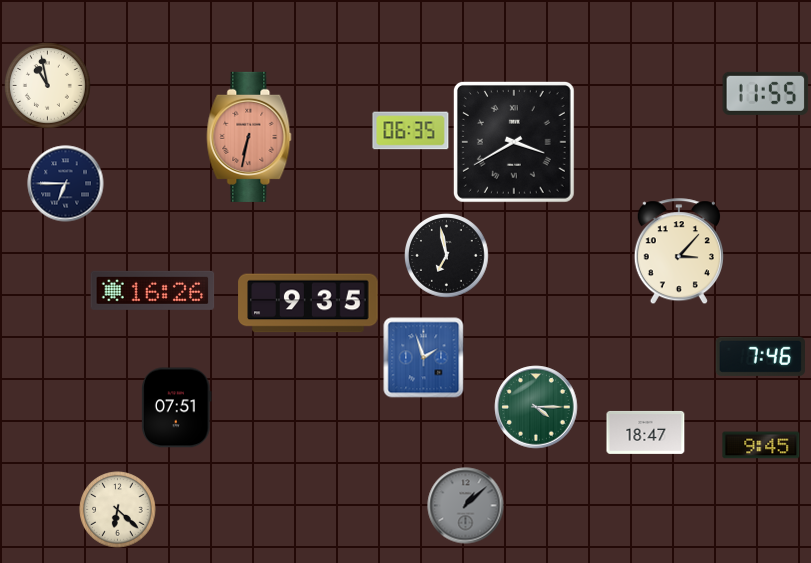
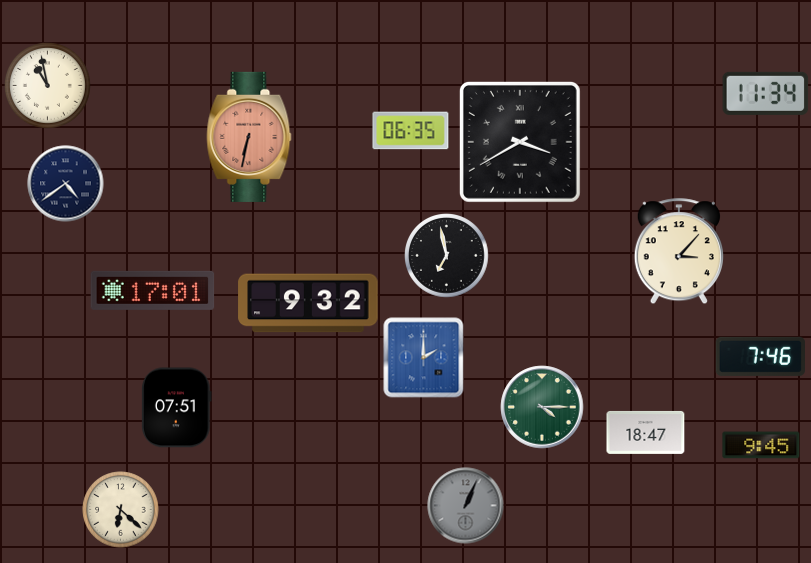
clock at (766, 93): 11:55 -> 11:34
clock at (514, 142) position: (514, 142) -> (520, 142)
clock at (66, 184): 6:45 -> 4:39
clock at (153, 290): 16:26 -> 17:01
clock at (308, 303): 9:35 -> 9:32
clock at (424, 358): 1:57 -> 2:00
clock at (536, 407) position: (536, 407) -> (542, 407)
clock at (466, 506): 1:08 -> 1:04
clock at (118, 510) position: (118, 510) -> (121, 510)
